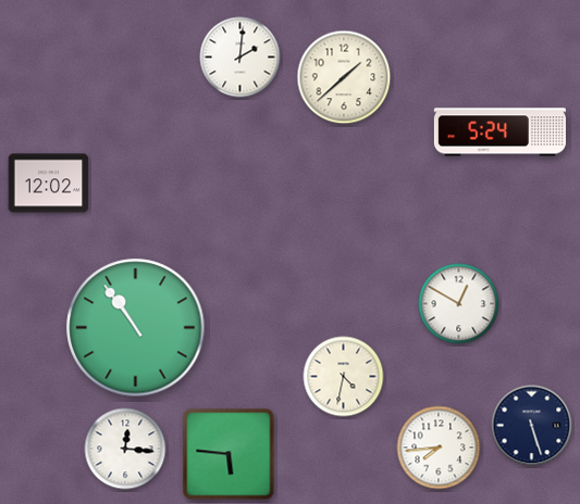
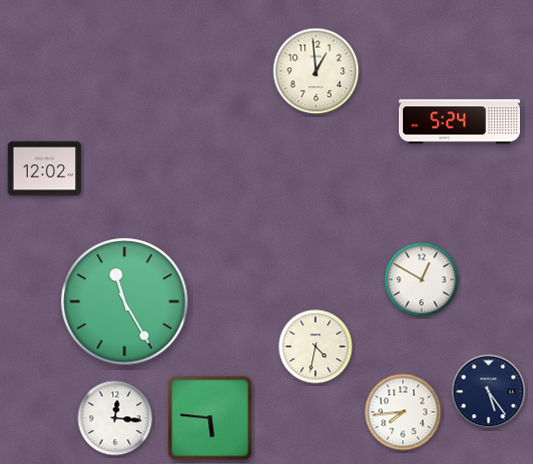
clock at (240, 58): 2:01 -> none
clock at (344, 77): 1:38 -> 12:59
clock at (136, 328): 10:54 -> 11:25
clock at (532, 426): 5:27 -> 5:24
clock at (125, 449) position: (125, 449) -> (115, 418)
